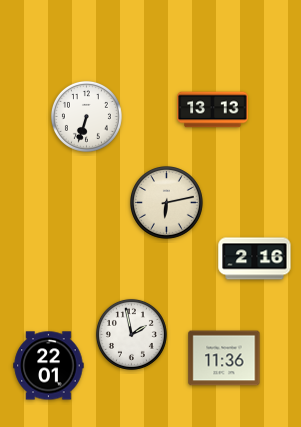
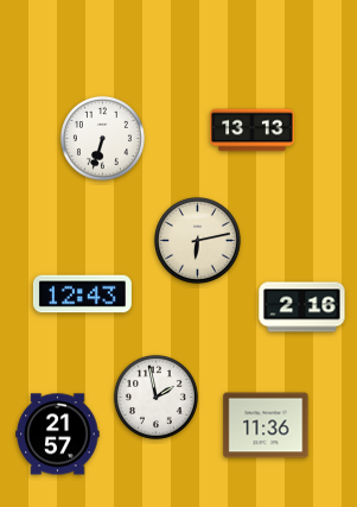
clock at (82, 294): none -> 12:43
clock at (49, 366): 22:01 -> 21:57
